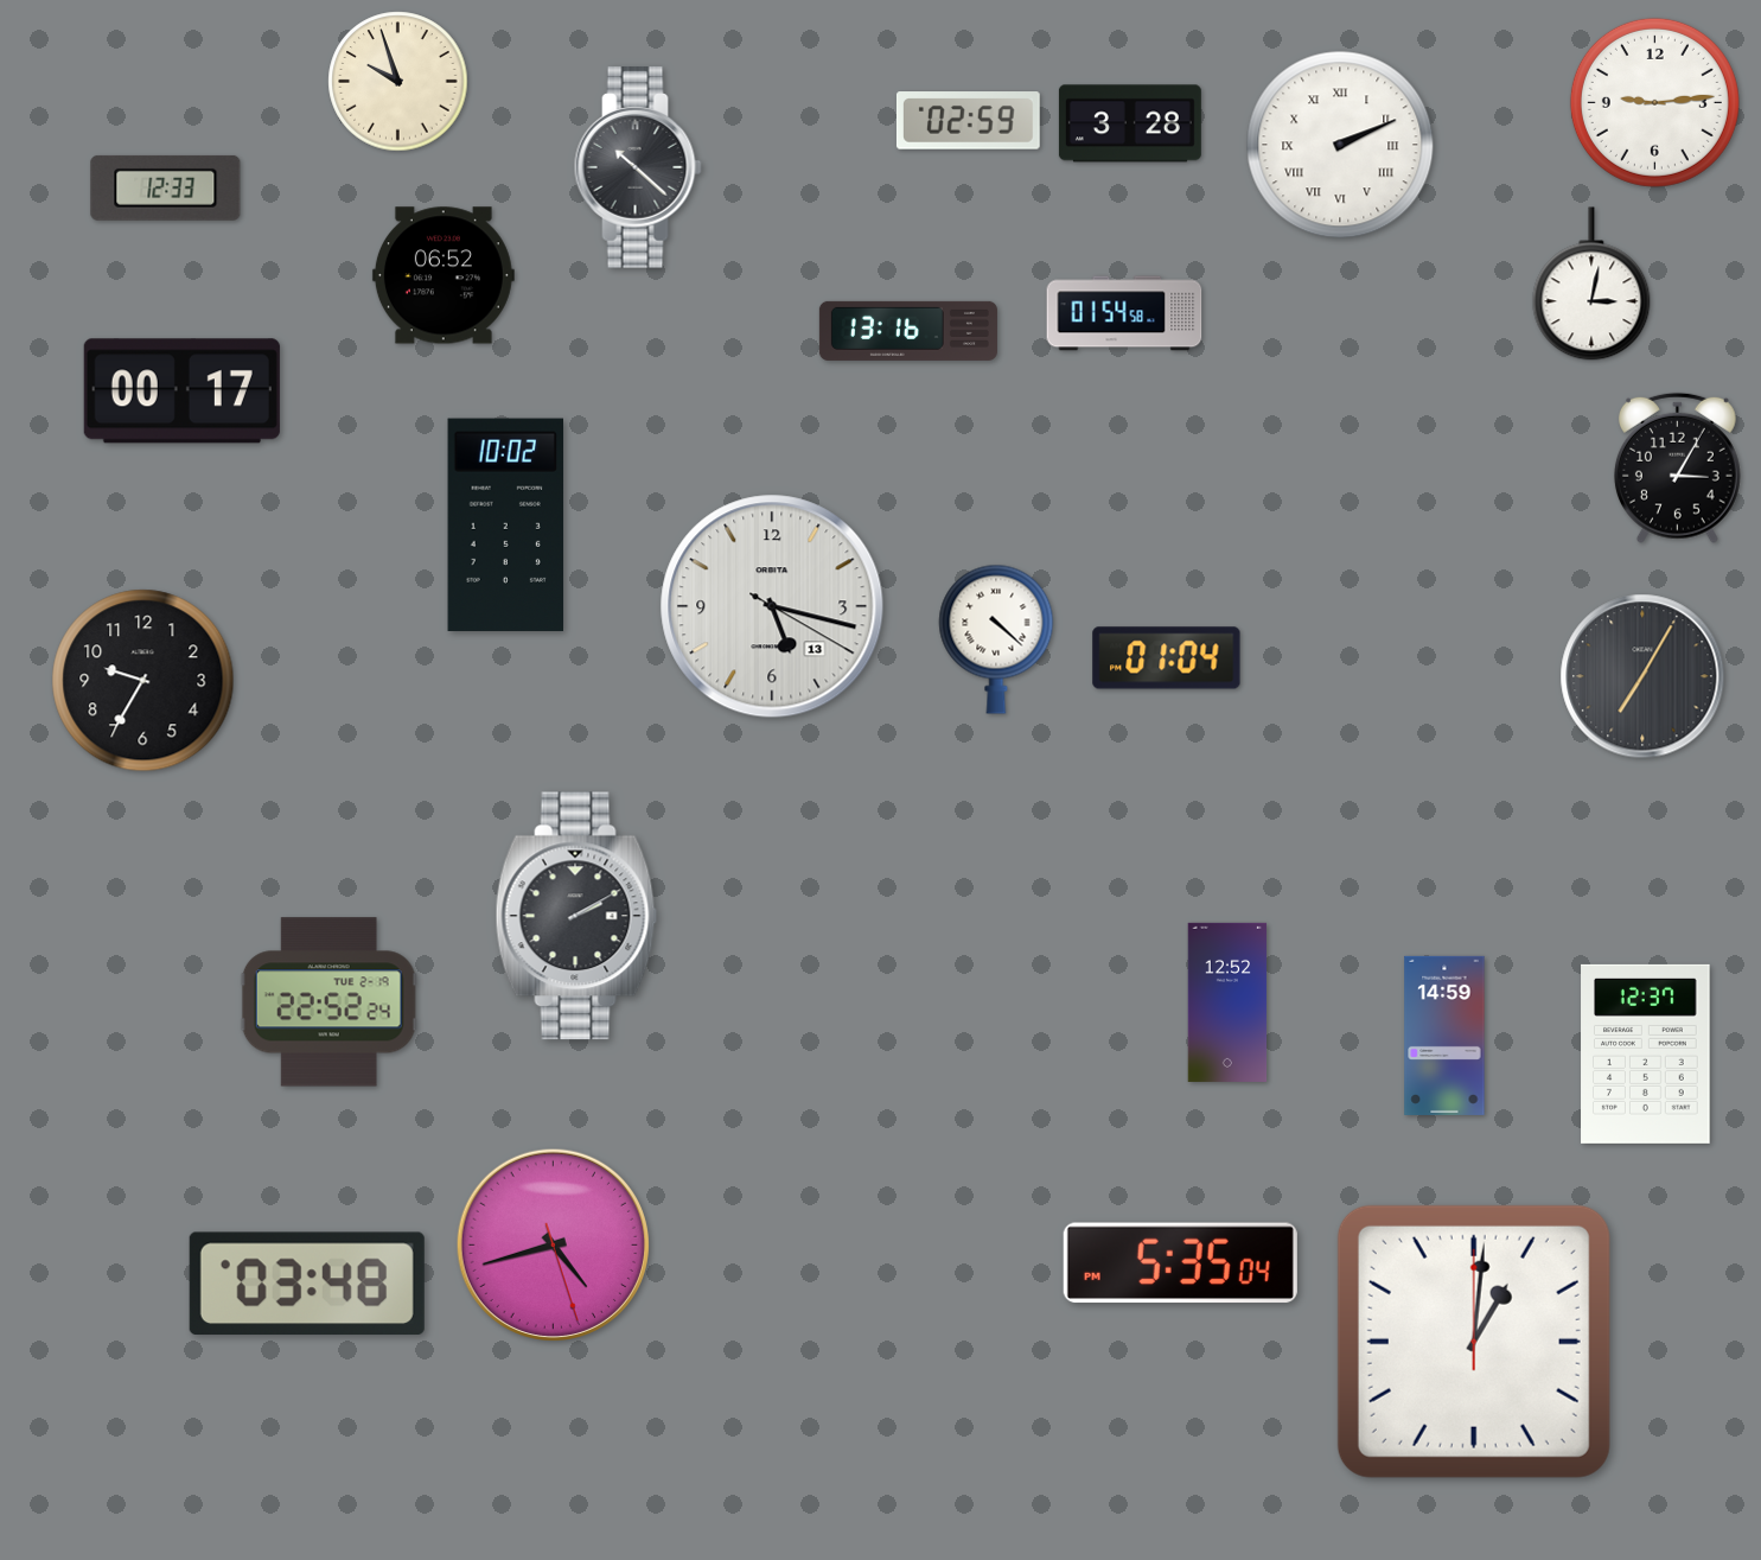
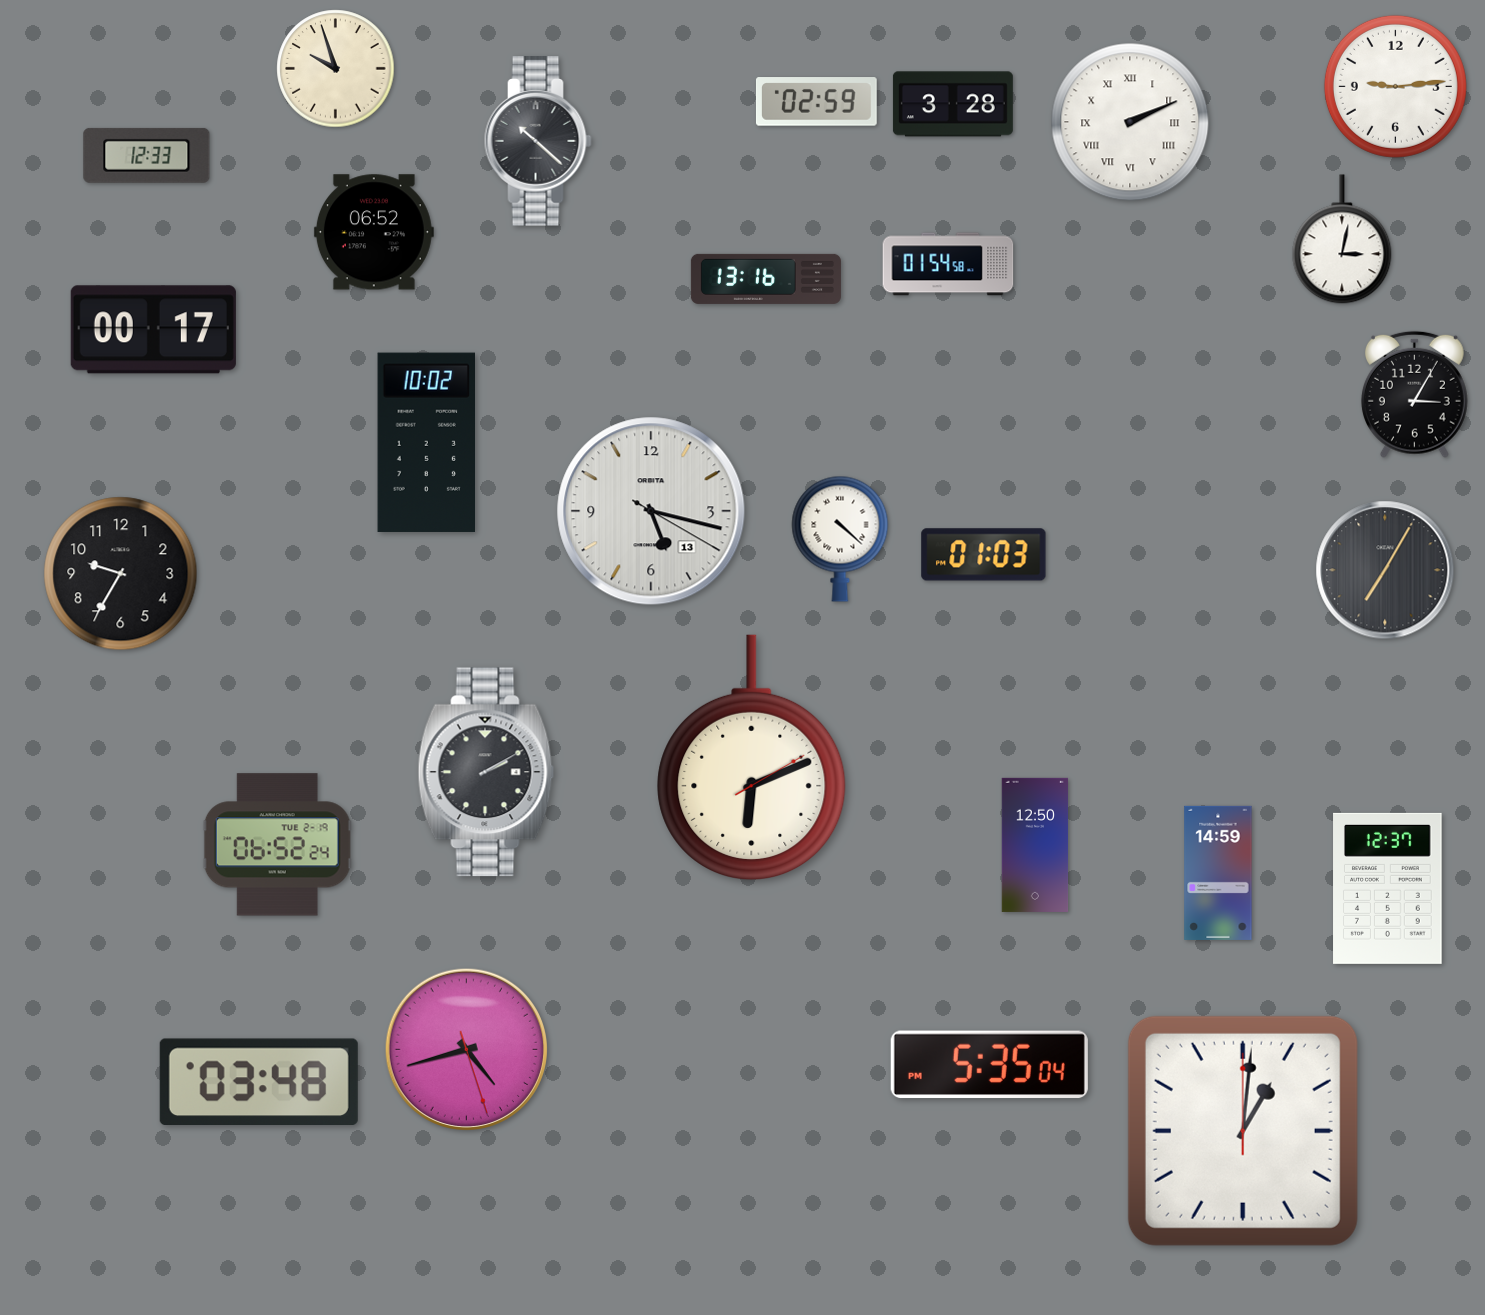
clock at (166, 187) position: (166, 187) -> (147, 155)
clock at (1167, 658): 01:04 -> 01:03
clock at (752, 758): none -> 6:11
clock at (328, 1002): 22:52 -> 06:52
clock at (1227, 1002): 12:52 -> 12:50
clock at (1180, 1263) position: (1180, 1263) -> (989, 1065)
